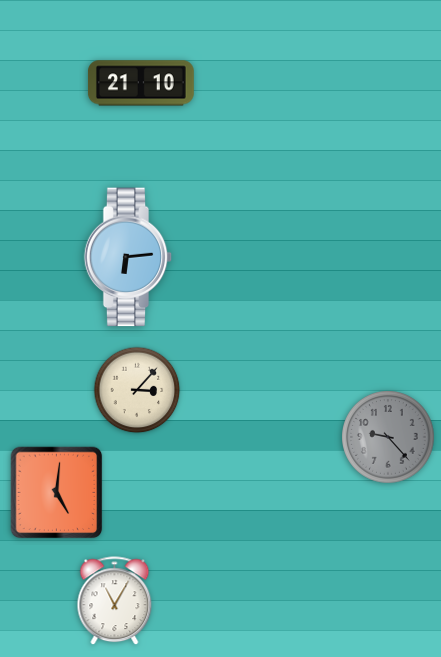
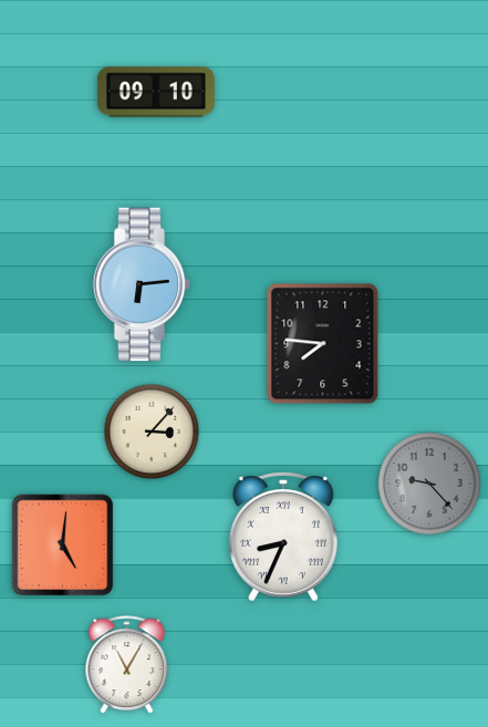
clock at (141, 83): 21:10 -> 09:10
clock at (323, 344): none -> 7:46
clock at (283, 537): none -> 8:34
